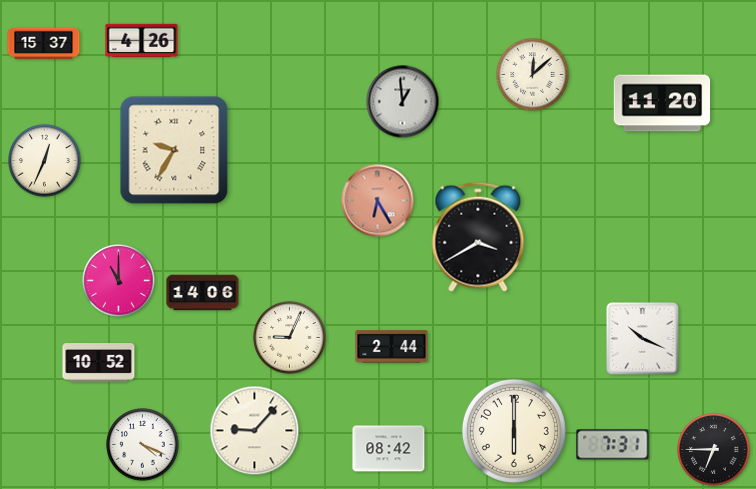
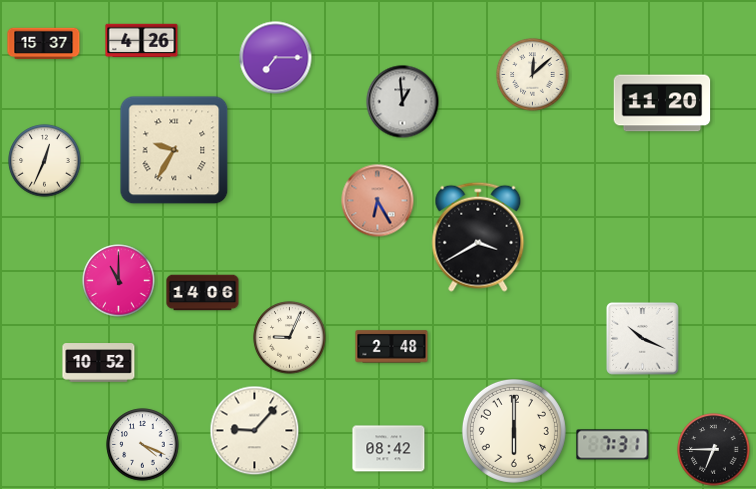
clock at (276, 58): none -> 7:15
clock at (392, 347): 2:44 -> 2:48
